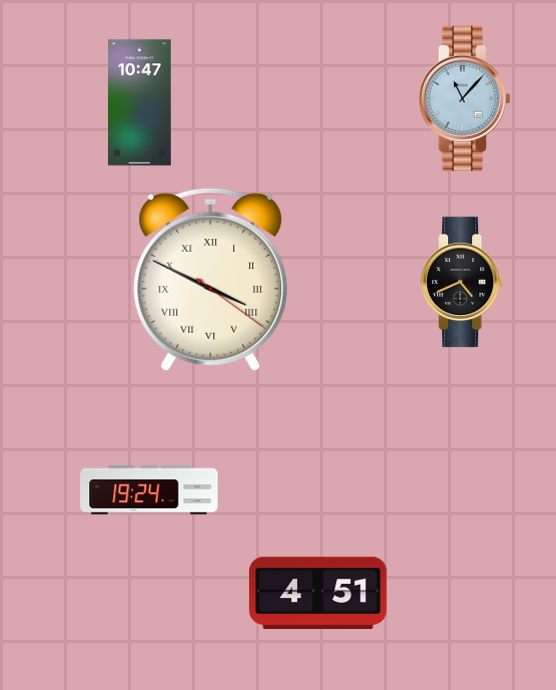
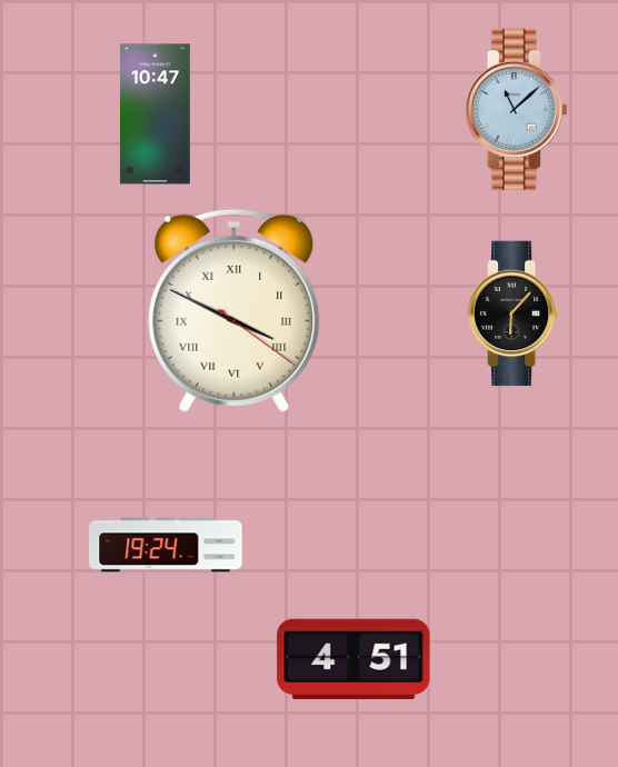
clock at (464, 99): 11:07 -> 11:08
clock at (462, 282): 4:41 -> 6:07
